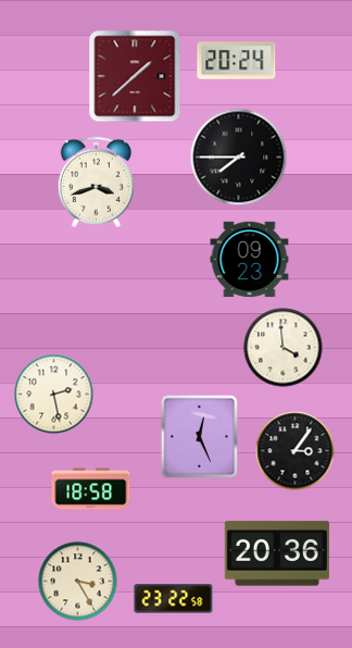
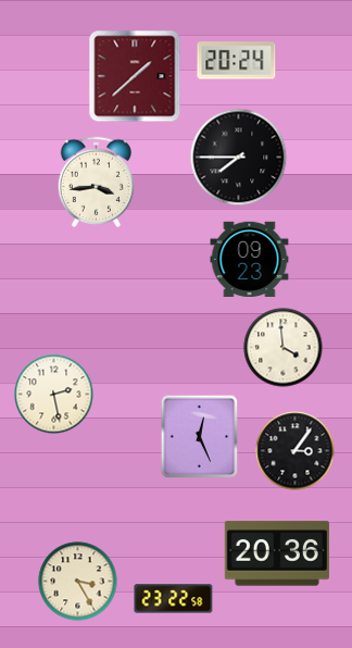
clock at (96, 182): 3:42 -> 3:44
clock at (91, 489): 18:58 -> none
